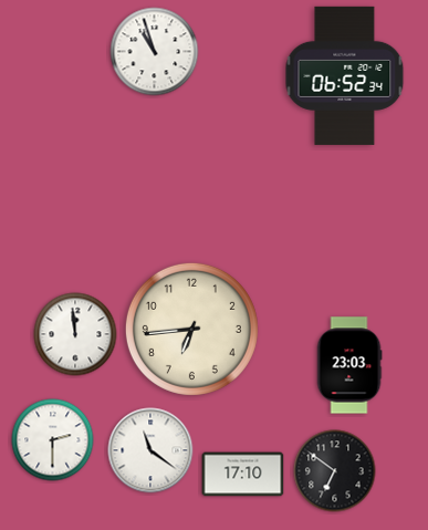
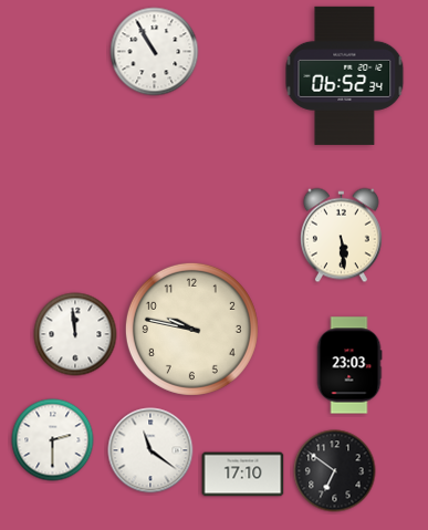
clock at (155, 52): 10:57 -> 10:55
clock at (341, 236): none -> 5:29
clock at (191, 329): 6:44 -> 9:47
